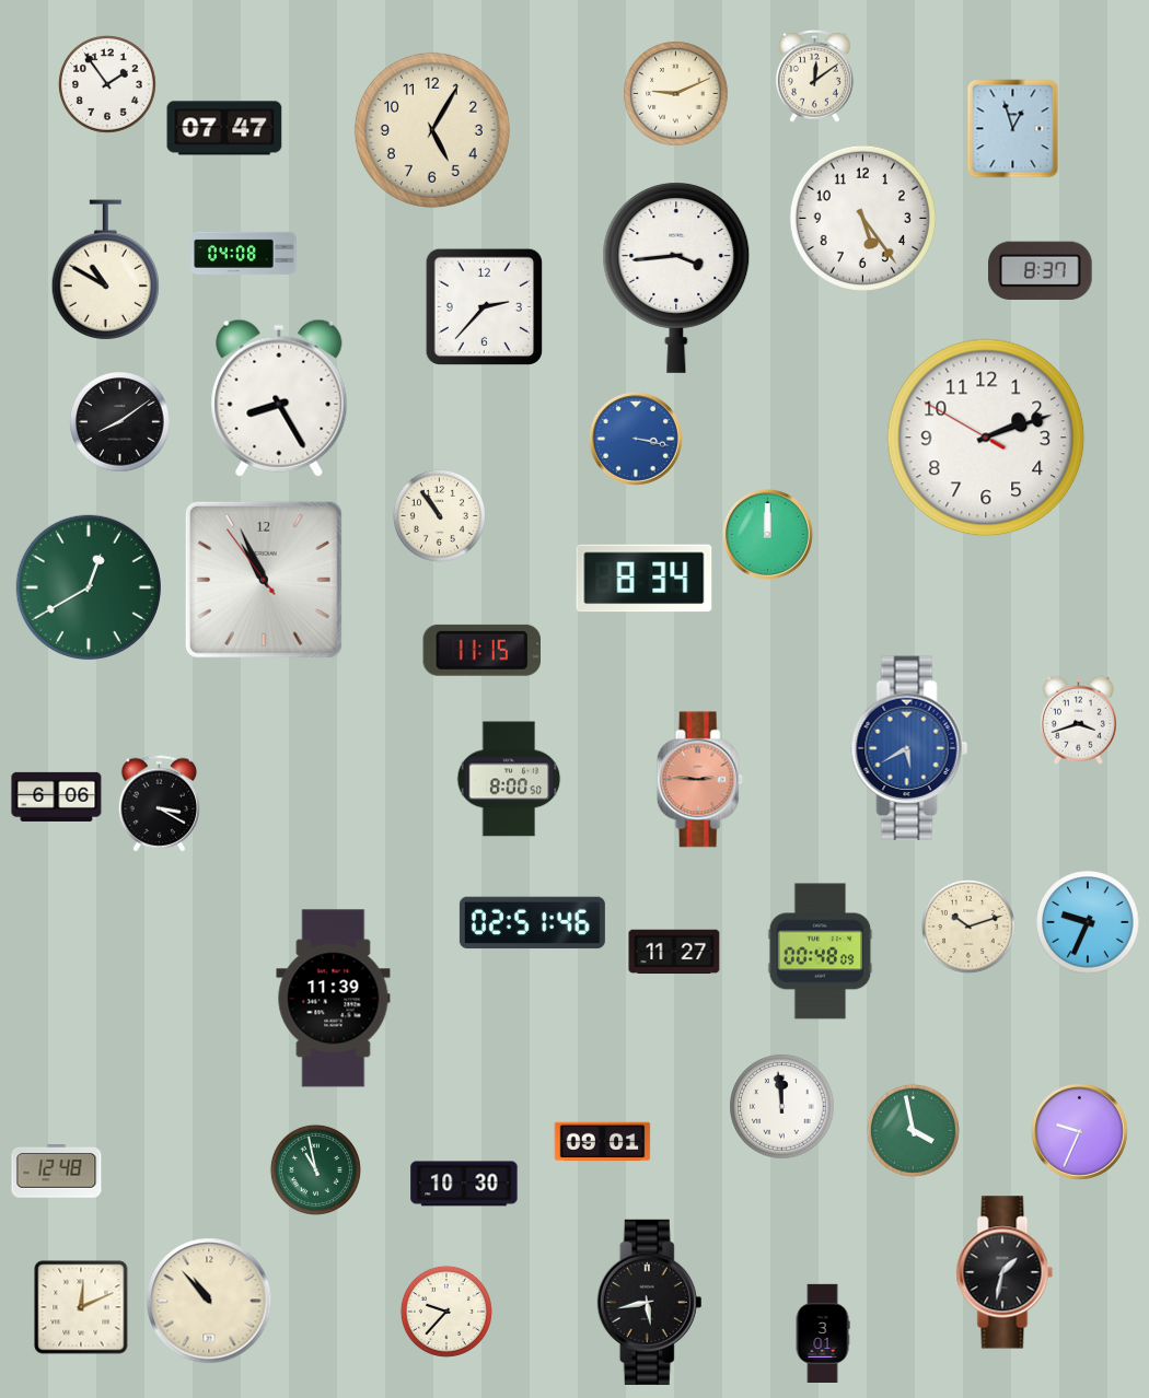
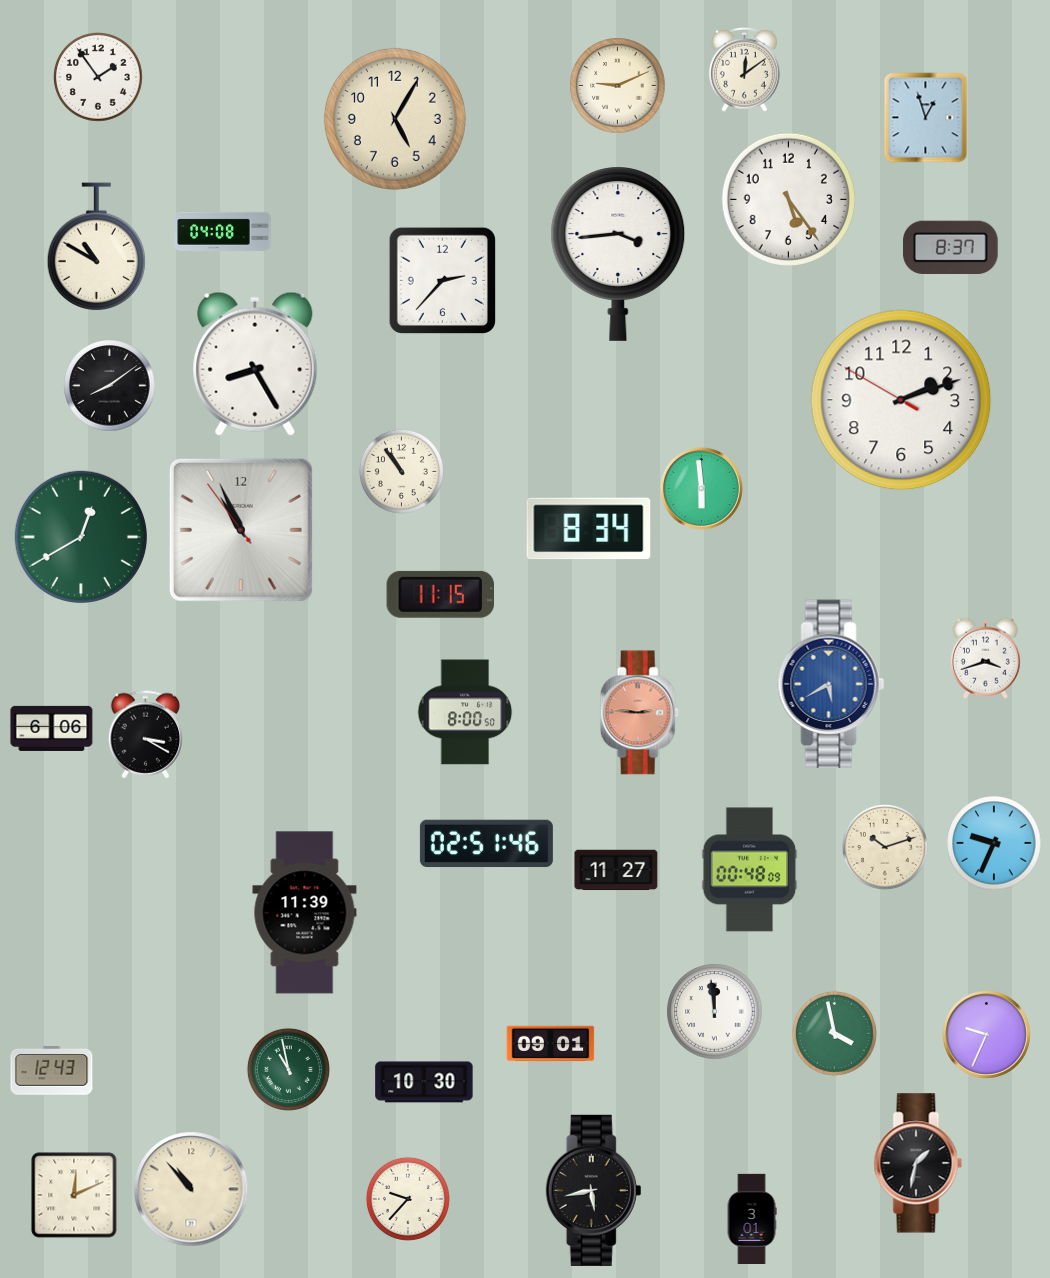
clock at (224, 128): 07:47 -> none
clock at (636, 439): 3:17 -> none
clock at (767, 534): 12:00 -> 5:59
clock at (57, 1172): 12:48 -> 12:43
